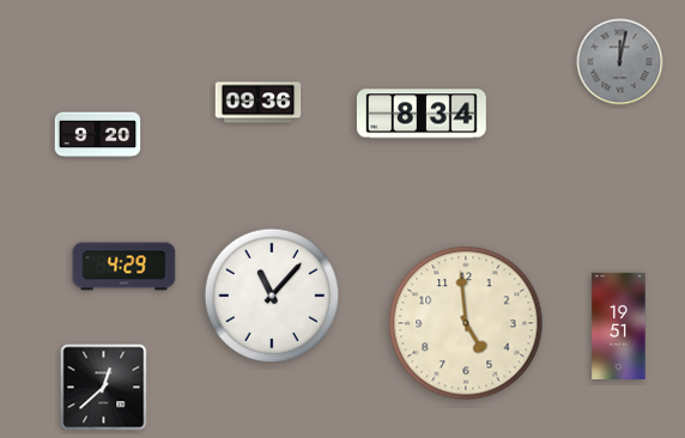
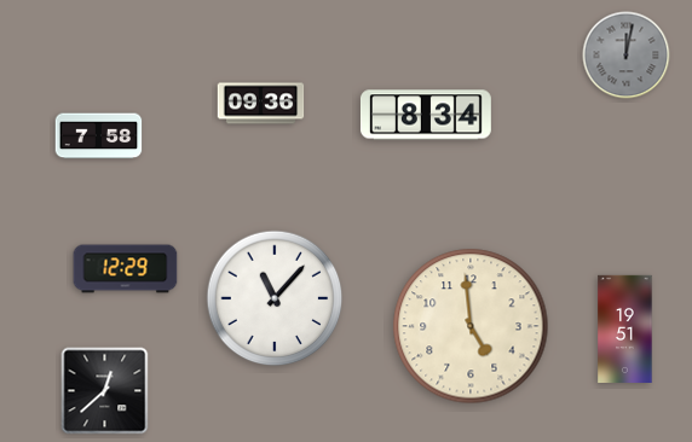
clock at (620, 62) position: (620, 62) -> (627, 56)
clock at (98, 135): 9:20 -> 7:58
clock at (125, 267): 4:29 -> 12:29
